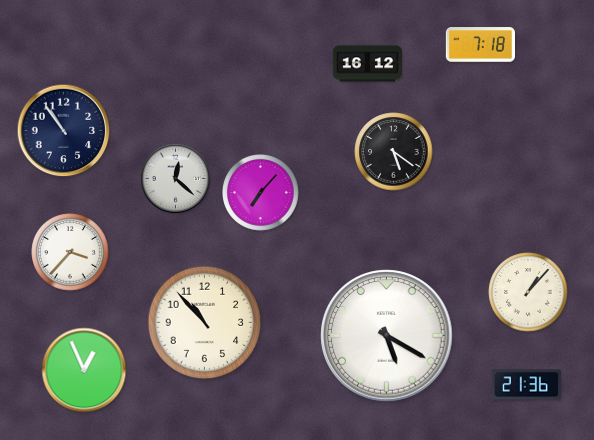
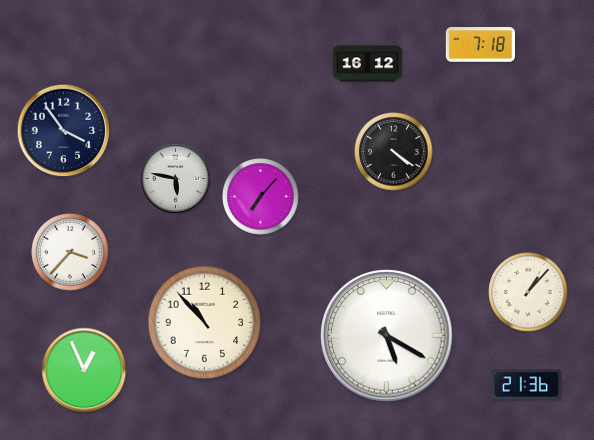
clock at (64, 131): 10:54 -> 3:54
clock at (394, 152): 5:21 -> 4:21
clock at (175, 178): 12:22 -> 5:47
clock at (261, 193) position: (261, 193) -> (261, 197)
